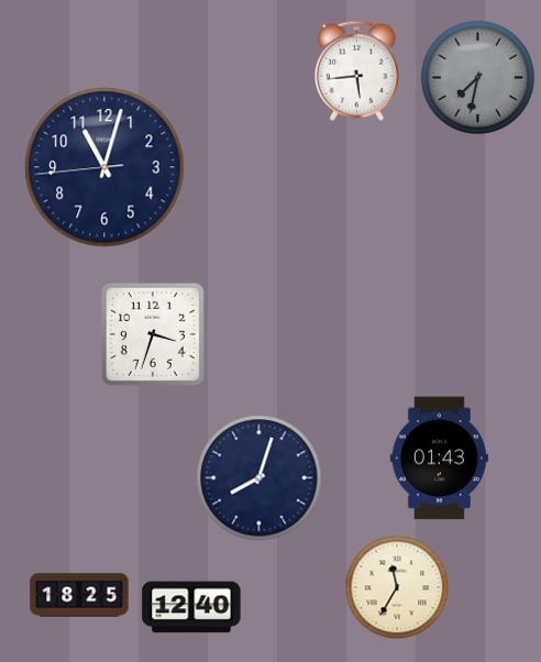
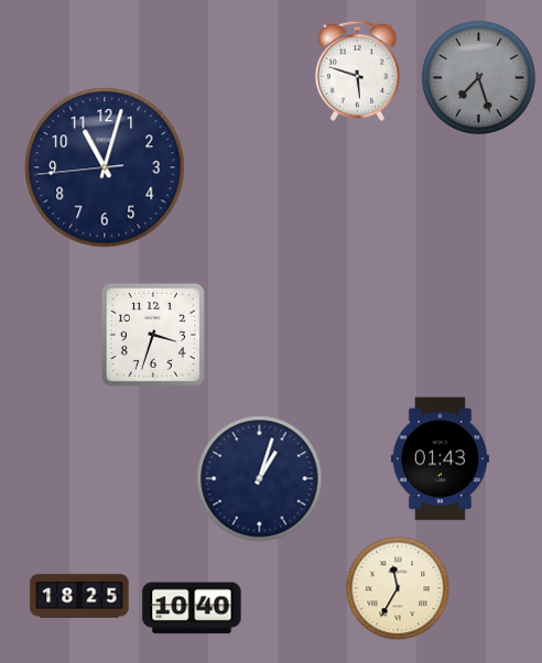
clock at (356, 70): 5:44 -> 5:48
clock at (477, 77): 7:32 -> 7:27
clock at (260, 478): 8:03 -> 1:03
clock at (191, 607): 12:40 -> 10:40
